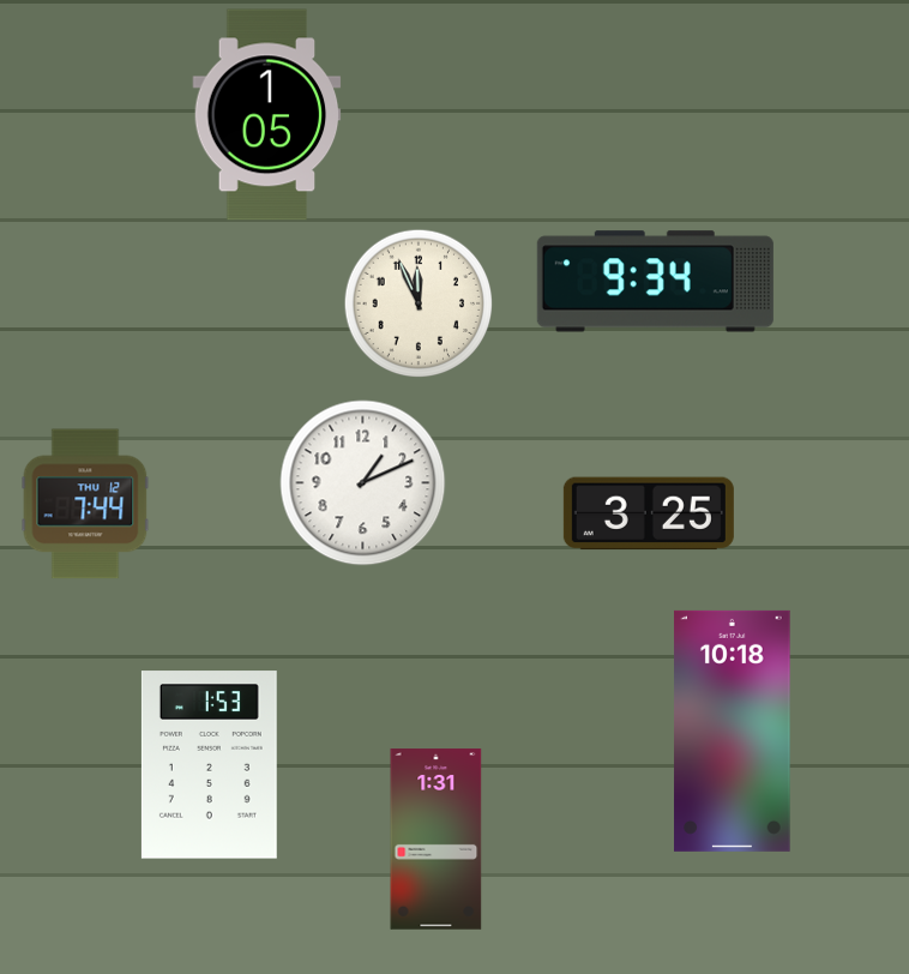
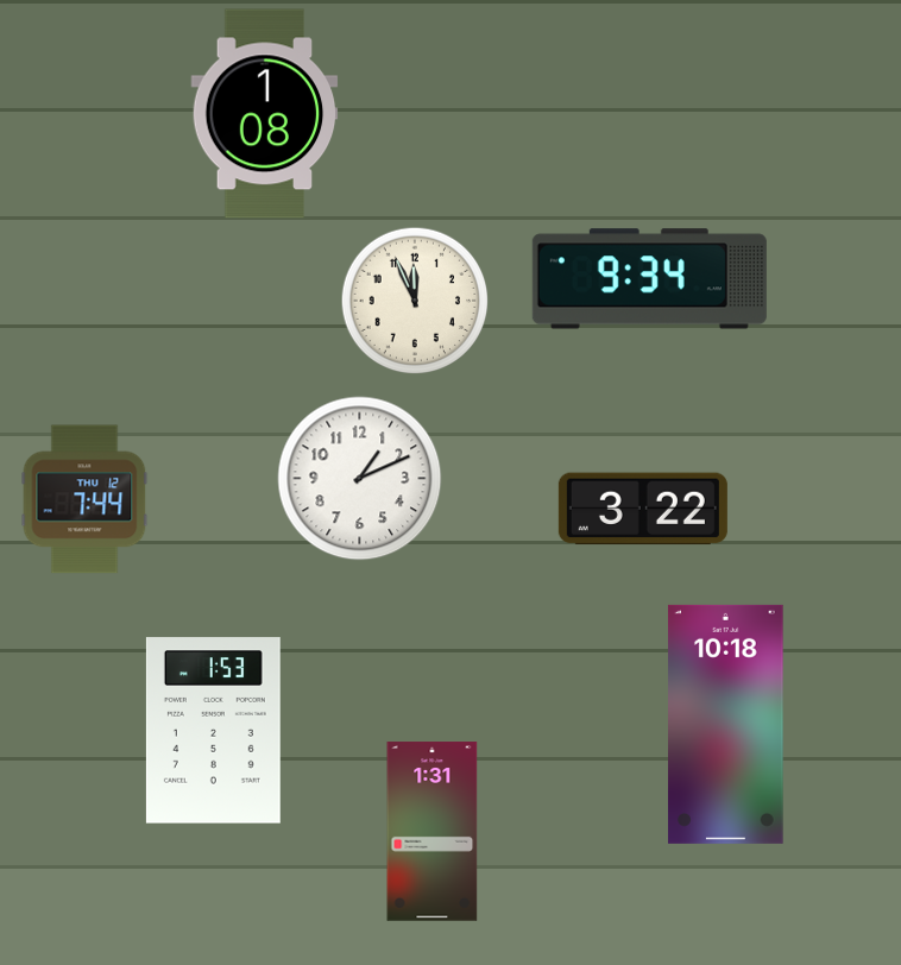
clock at (267, 115): 1:05 -> 1:08
clock at (649, 513): 3:25 -> 3:22
clock at (209, 765) position: (209, 765) -> (213, 731)
